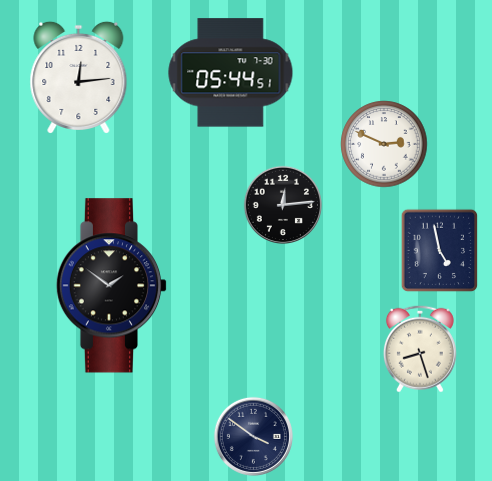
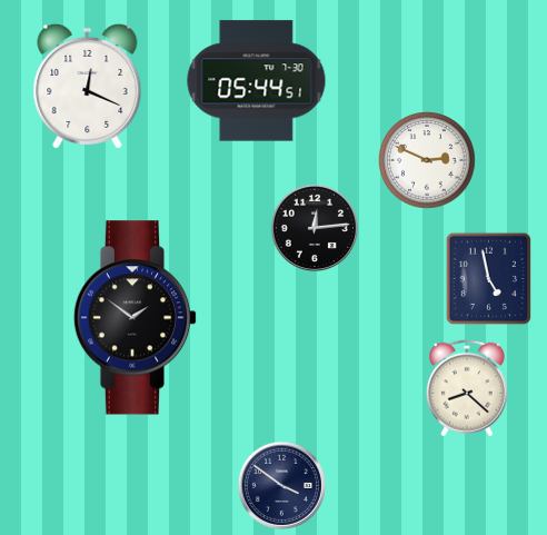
clock at (79, 77): 12:14 -> 12:19
clock at (112, 286) position: (112, 286) -> (136, 318)
clock at (420, 349): 8:27 -> 8:22
